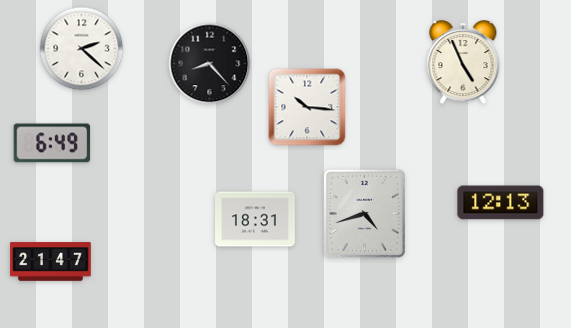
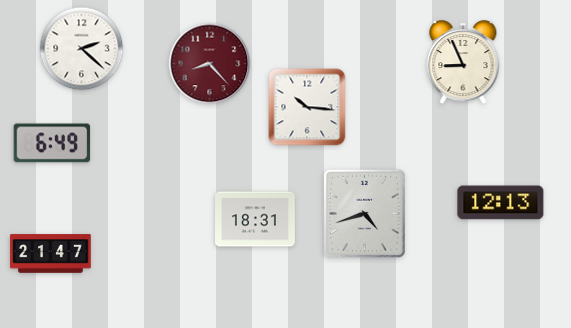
clock at (463, 63): 4:56 -> 8:56
clock at (210, 64) dial: black -> burgundy
clock at (51, 262) position: (51, 262) -> (51, 254)
